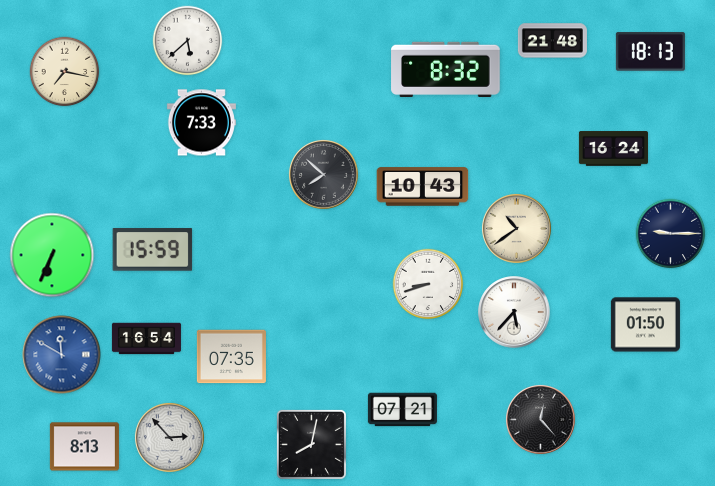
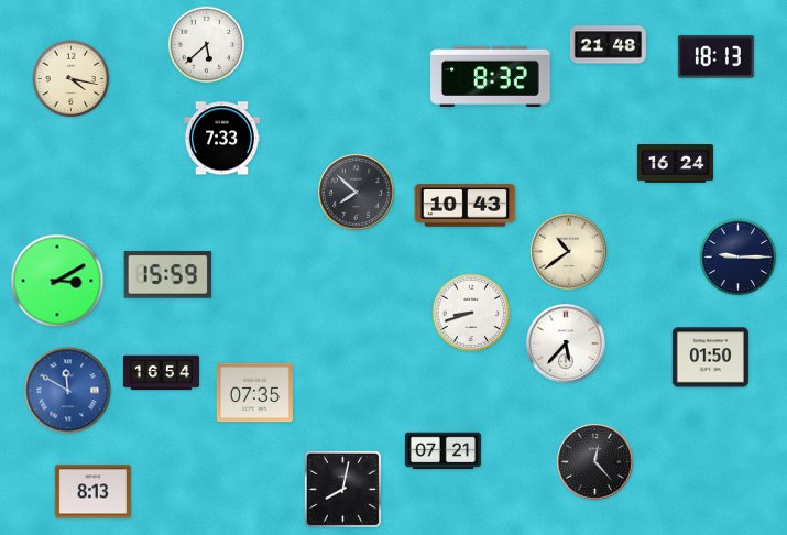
clock at (65, 72): 7:17 -> 4:17
clock at (201, 123) position: (201, 123) -> (221, 139)
clock at (52, 255): 6:34 -> 3:10
clock at (169, 437): 2:53 -> none
